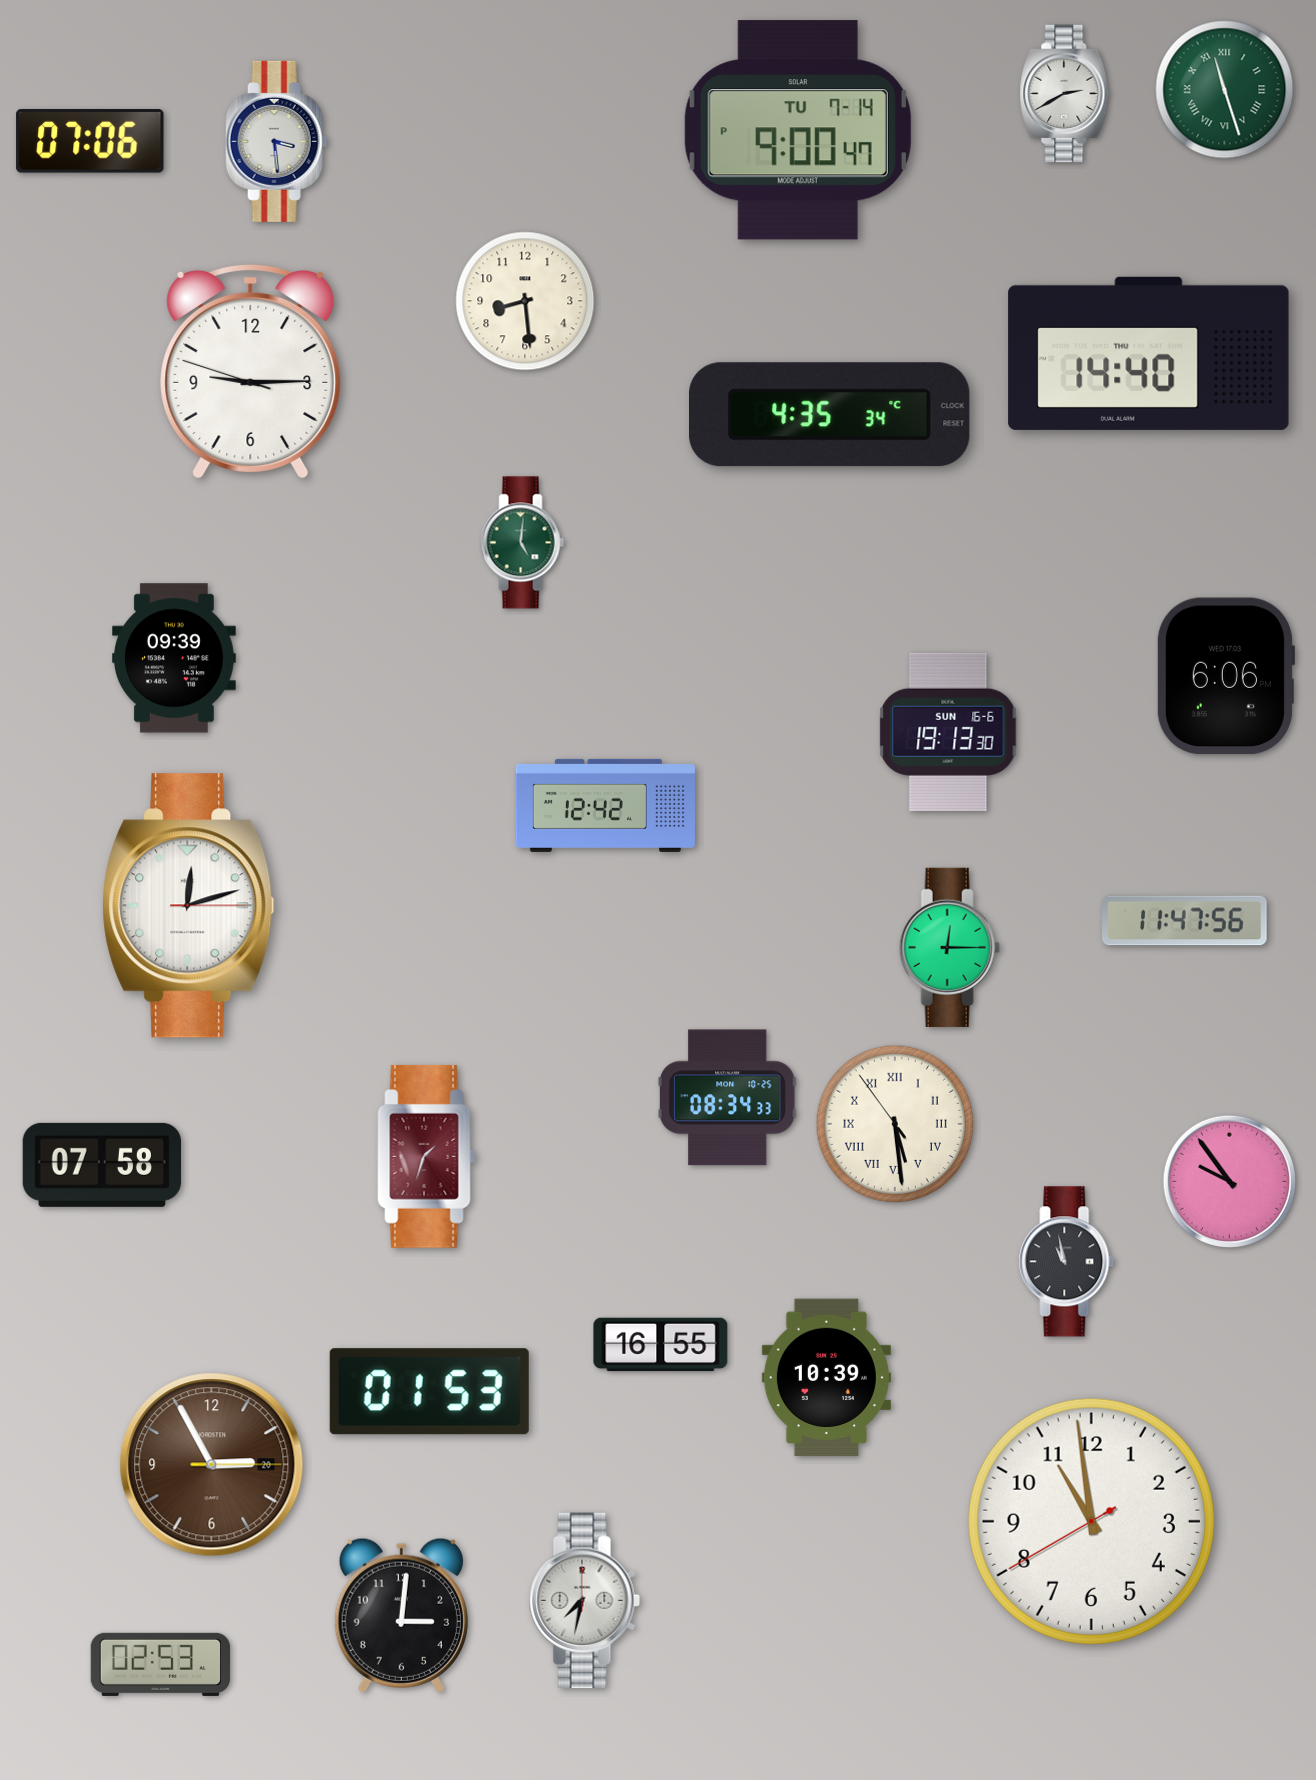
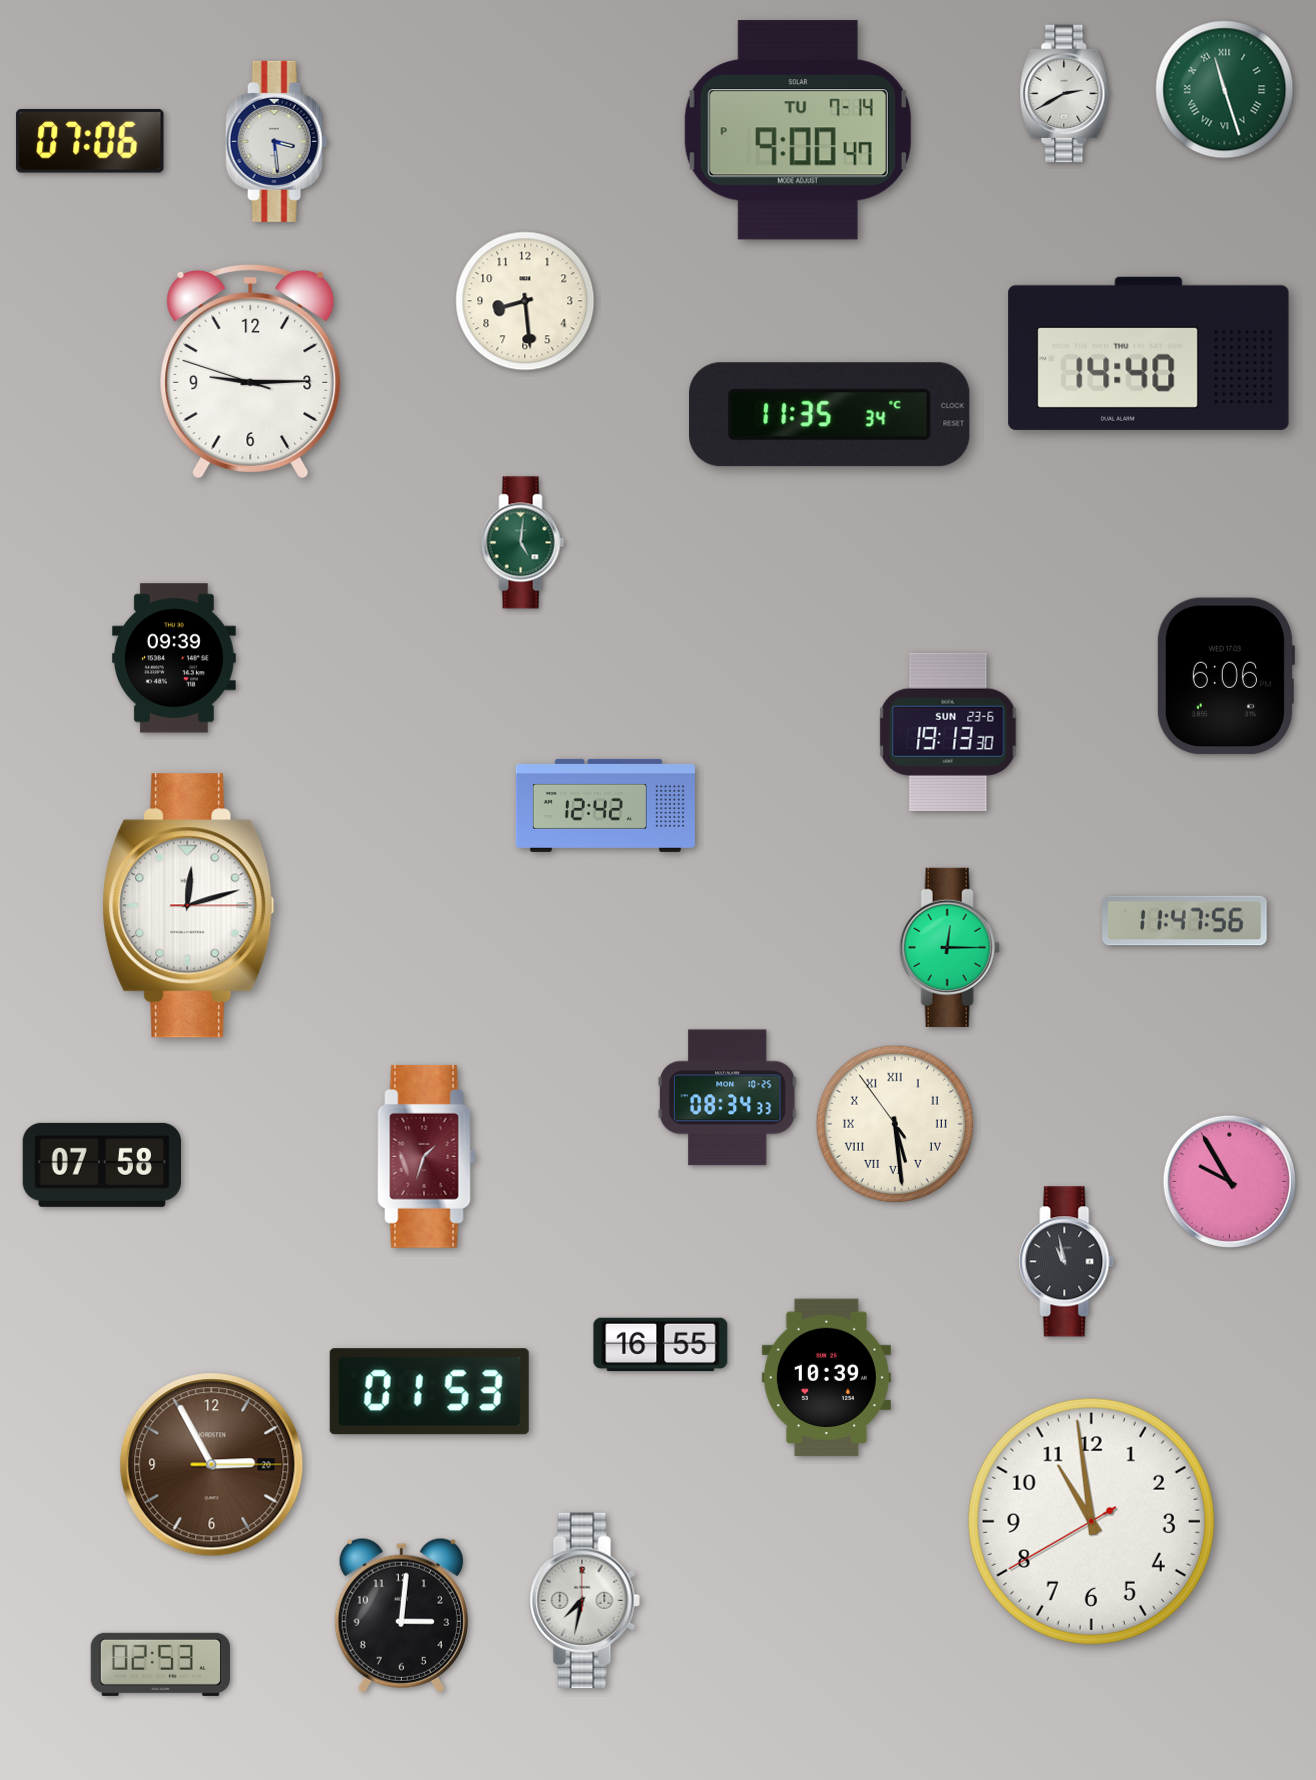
clock at (830, 415): 4:35 -> 11:35
clock at (948, 732) date: SUN 16-6 -> SUN 23-6
clock at (1229, 1181): 9:54 -> 9:55
